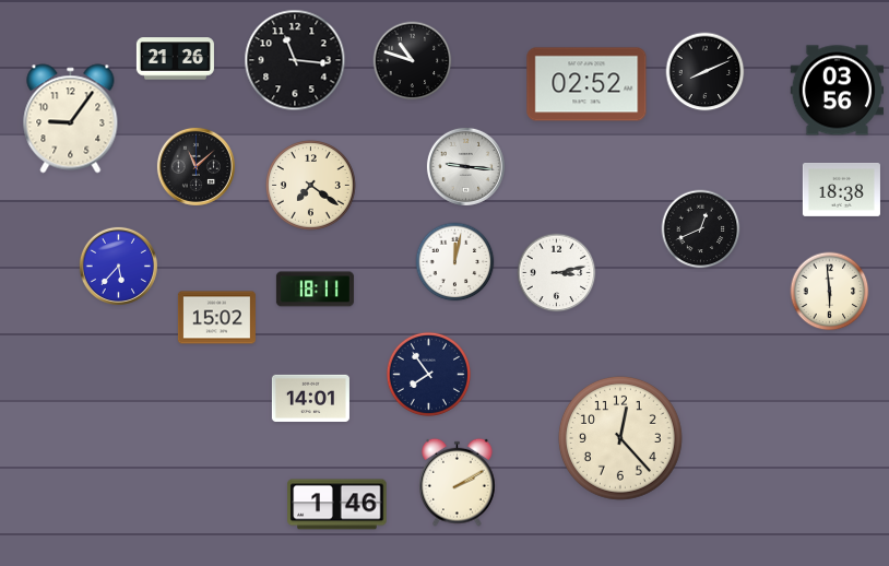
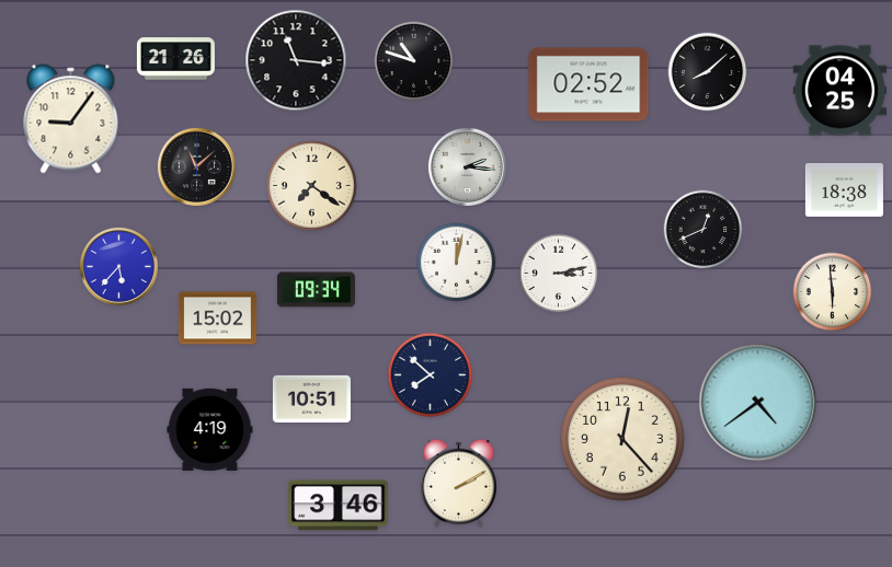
clock at (706, 72): 8:11 -> 8:08
clock at (838, 91): 03:56 -> 04:25
clock at (465, 166): 9:16 -> 2:16
clock at (315, 290): 18:11 -> 09:34
clock at (428, 374): 7:54 -> 7:52
clock at (310, 398): 14:01 -> 10:51
clock at (758, 403): none -> 4:39
clock at (210, 429): none -> 4:19
clock at (337, 505): 1:46 -> 3:46
